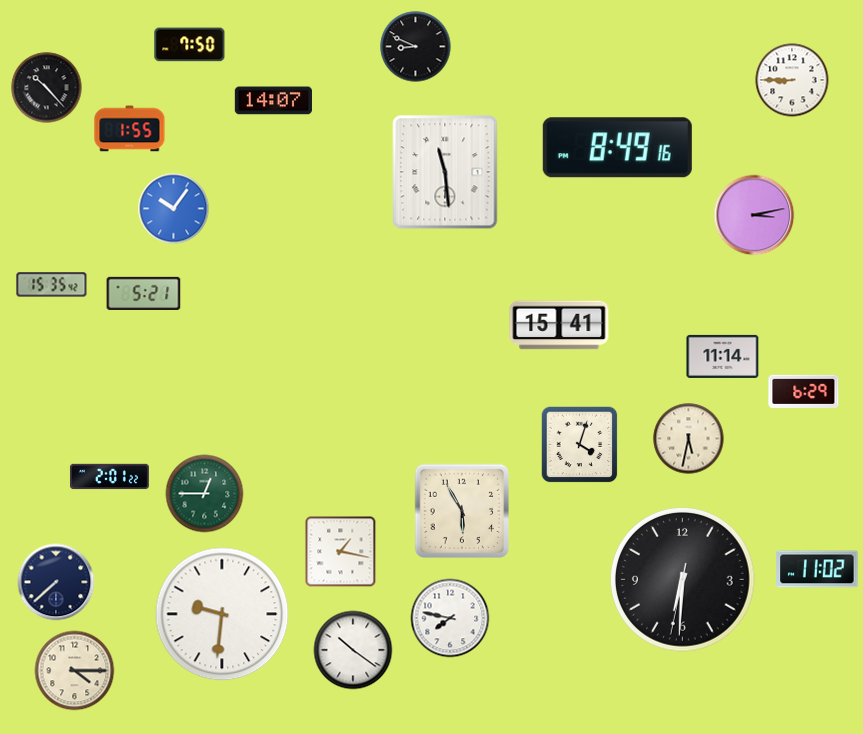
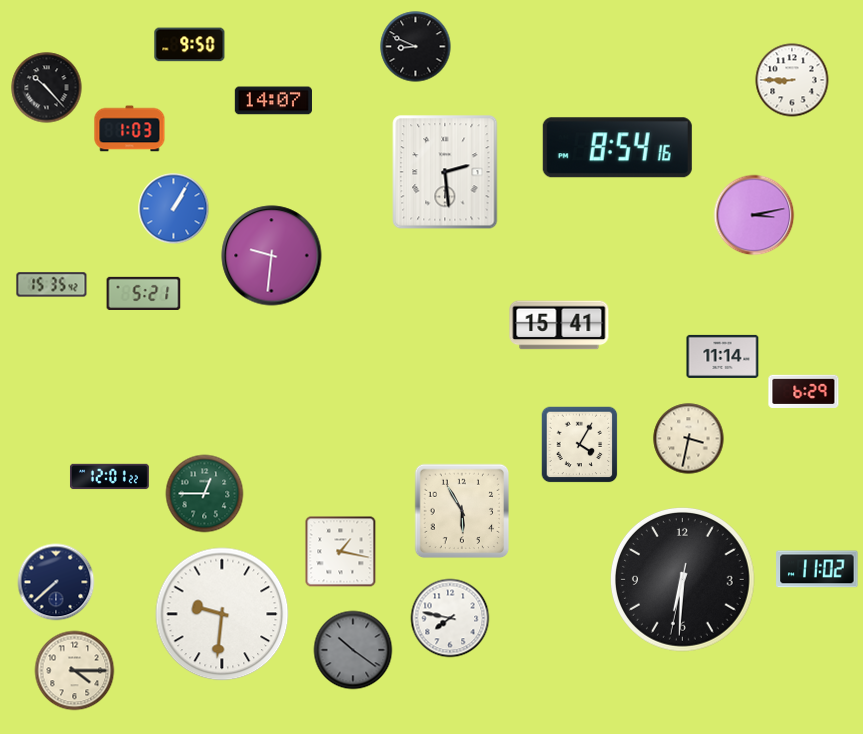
clock at (190, 45): 7:50 -> 9:50
clock at (130, 129): 1:55 -> 1:03
clock at (617, 148): 8:49 -> 8:54
clock at (445, 172): 11:29 -> 2:29
clock at (174, 209): 10:06 -> 1:05
clock at (272, 256): none -> 9:31
clock at (689, 439): 5:32 -> 3:32
clock at (580, 445): 4:03 -> 4:05
clock at (109, 477): 2:01 -> 12:01
clock at (353, 650) dial: white -> grey
